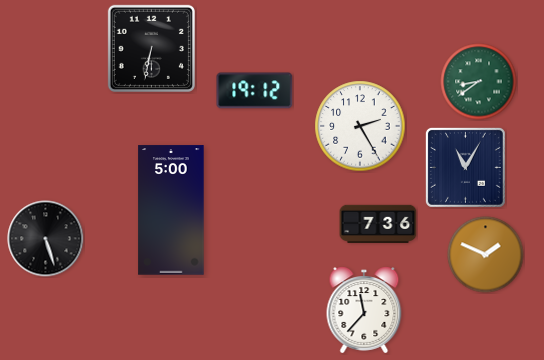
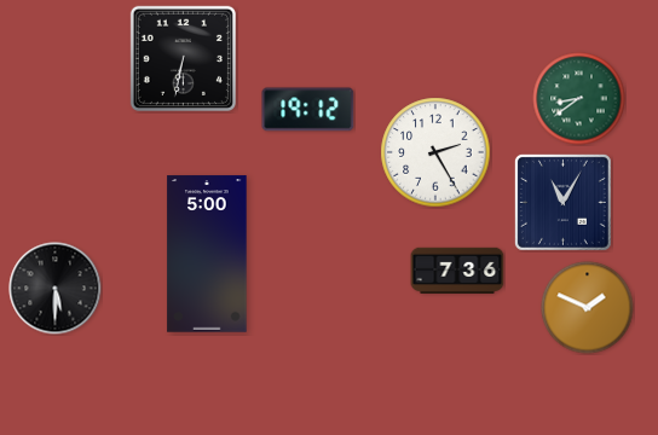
clock at (46, 239): 5:27 -> 5:30
clock at (364, 310): 11:37 -> none
